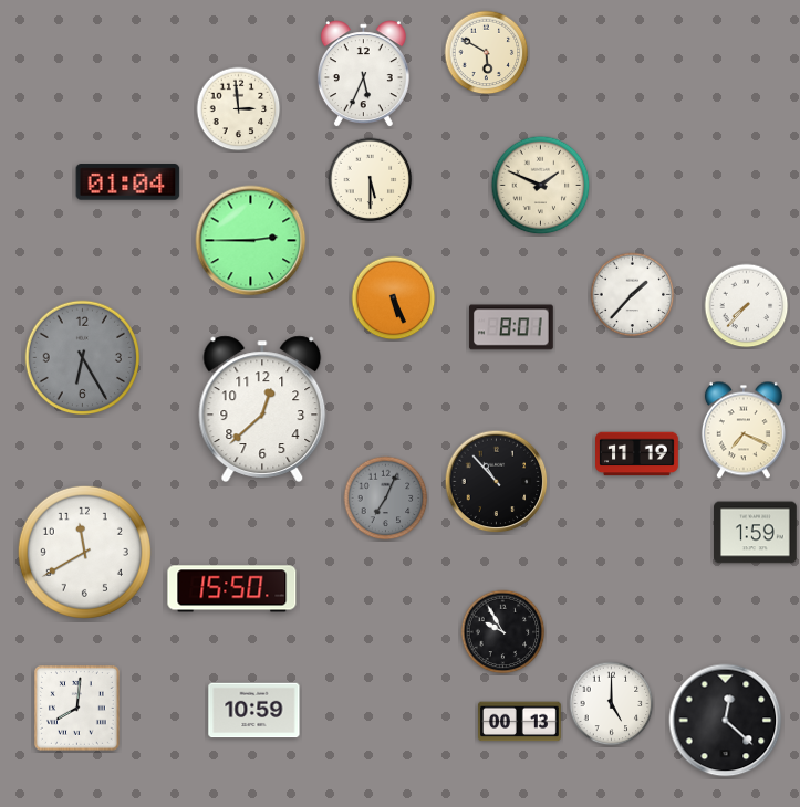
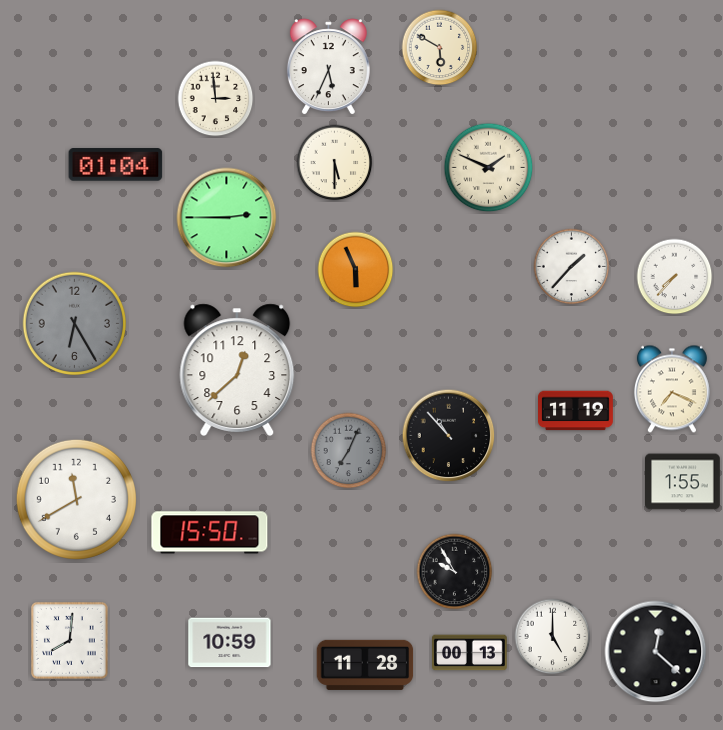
clock at (394, 298): 5:26 -> 5:56
clock at (511, 327): 8:01 -> none
clock at (756, 533): 1:59 -> 1:55
clock at (365, 665): none -> 11:28
